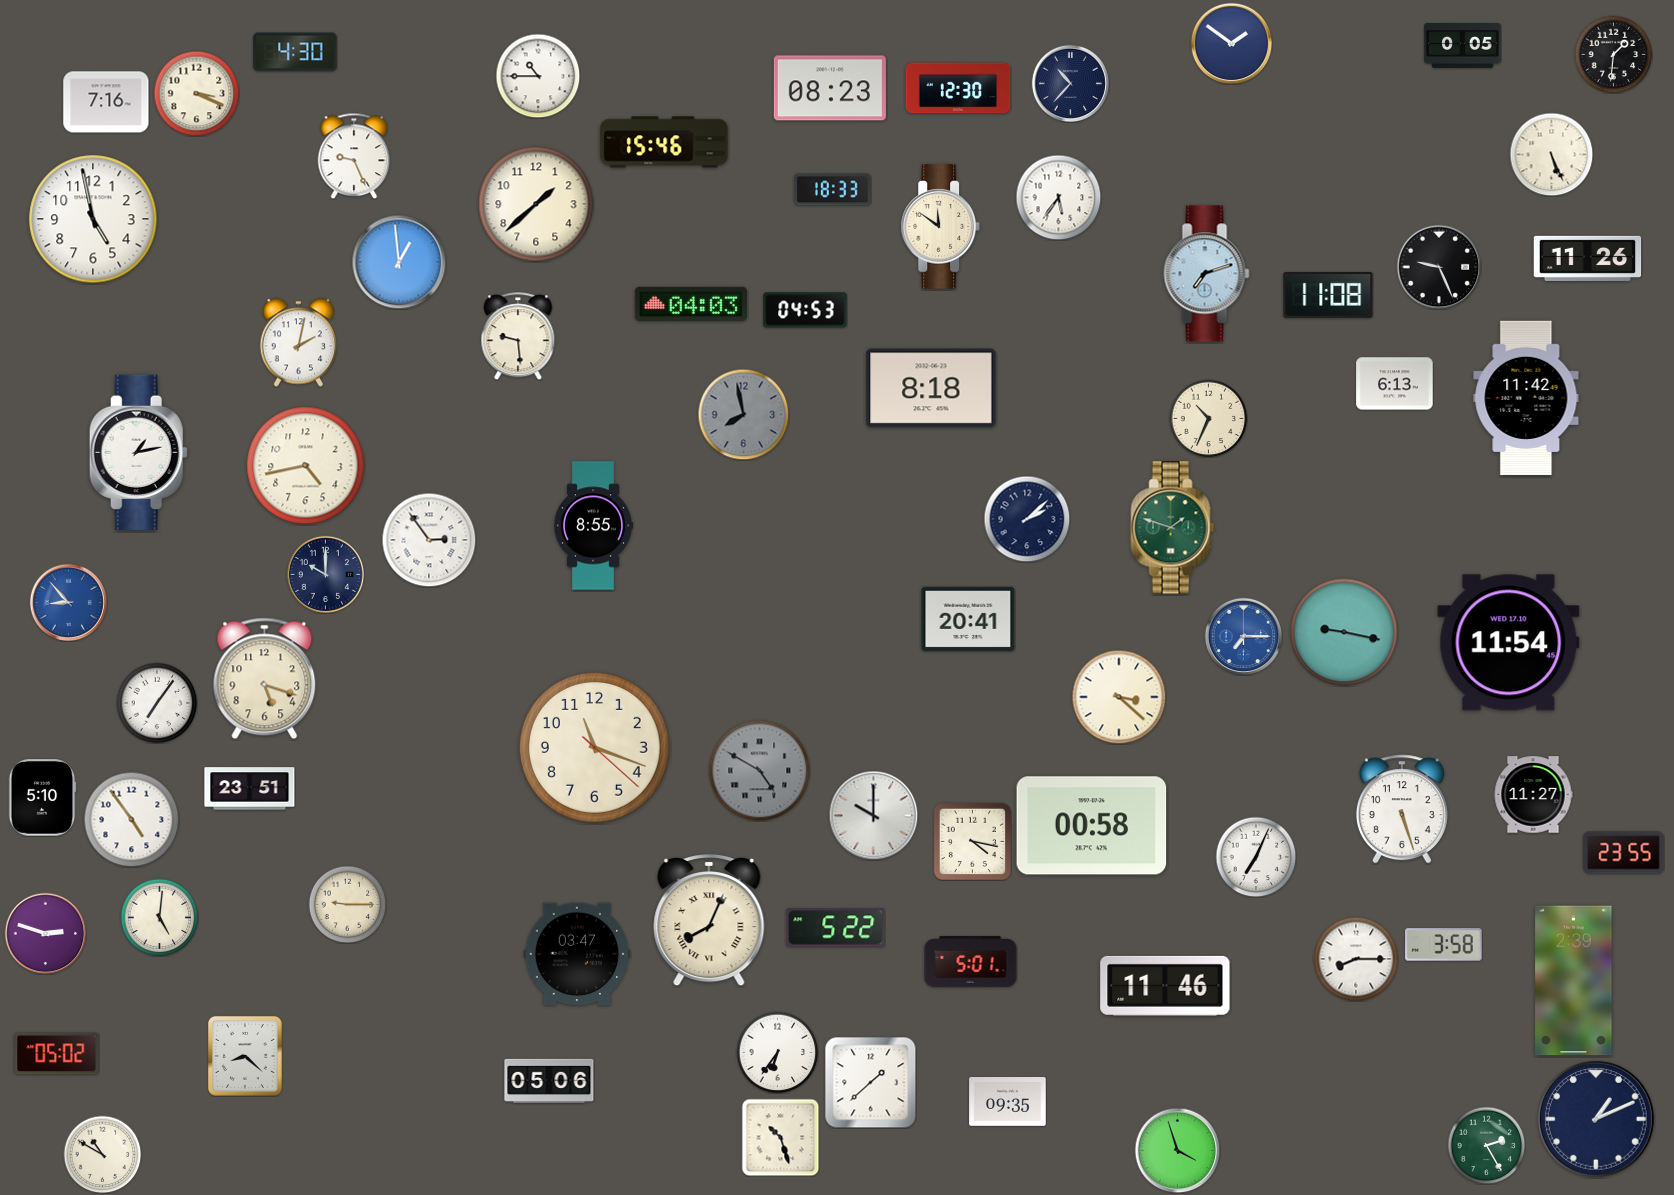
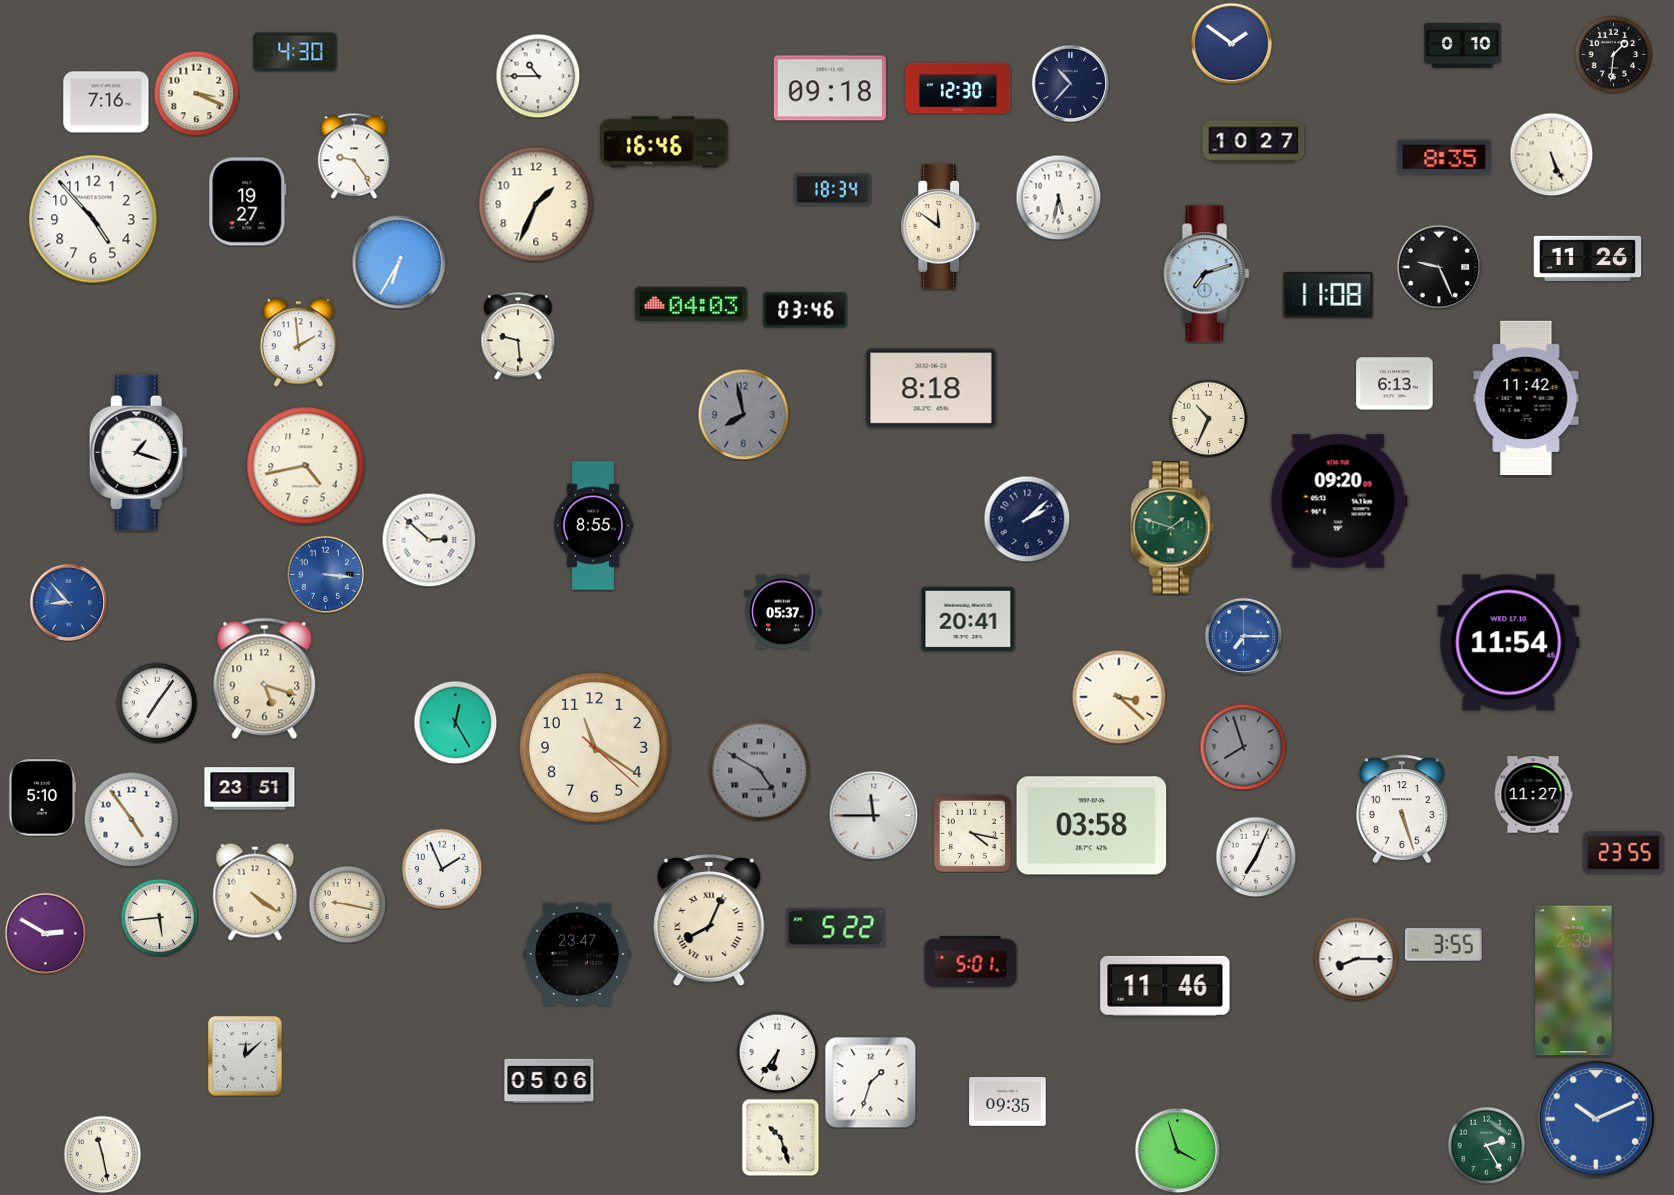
clock at (1463, 45): 0:05 -> 0:10
clock at (830, 88): 08:23 -> 09:18
clock at (664, 142): 15:46 -> 16:46
clock at (1254, 142): none -> 10:27
clock at (354, 156): 9:26 -> 9:24
clock at (1444, 157): none -> 8:35
clock at (833, 190): 18:33 -> 18:34
clock at (1058, 197): 5:36 -> 5:32
clock at (248, 202): none -> 19:27
clock at (536, 204): 1:38 -> 1:34
clock at (93, 219): 4:58 -> 4:53
clock at (399, 262): 12:59 -> 6:35
clock at (805, 310): 04:53 -> 03:46
clock at (299, 343): 2:02 -> 1:59
clock at (138, 452): 1:13 -> 1:18
clock at (1339, 501): none -> 09:20
clock at (429, 540): 2:54 -> 2:52
clock at (325, 574): 10:00 -> 3:16
clock at (325, 574) dial: navy -> blue
clock at (783, 612): none -> 05:37
clock at (1344, 632): 9:17 -> none
clock at (455, 722): none -> 12:25
clock at (594, 747): 11:18 -> 11:20
clock at (1243, 747): none -> 7:57
clock at (873, 815): 10:00 -> 11:45
clock at (1092, 826): 00:58 -> 03:58
clock at (972, 841) position: (972, 841) -> (972, 833)
clock at (442, 869): none -> 1:56
clock at (255, 892): none -> 4:21
clock at (347, 904): 9:15 -> 9:17
clock at (159, 917): 5:01 -> 5:44
clock at (45, 933): 2:48 -> 2:50
clock at (1444, 945): 3:58 -> 3:55
clock at (577, 954): 03:47 -> 23:47
clock at (57, 1054): 05:02 -> none
clock at (245, 1056): 8:22 -> 12:08
clock at (871, 1083): 1:38 -> 1:33
clock at (1597, 1120): 1:11 -> 10:11
clock at (1597, 1120) dial: navy -> blue
clock at (102, 1154): 10:50 -> 11:28
